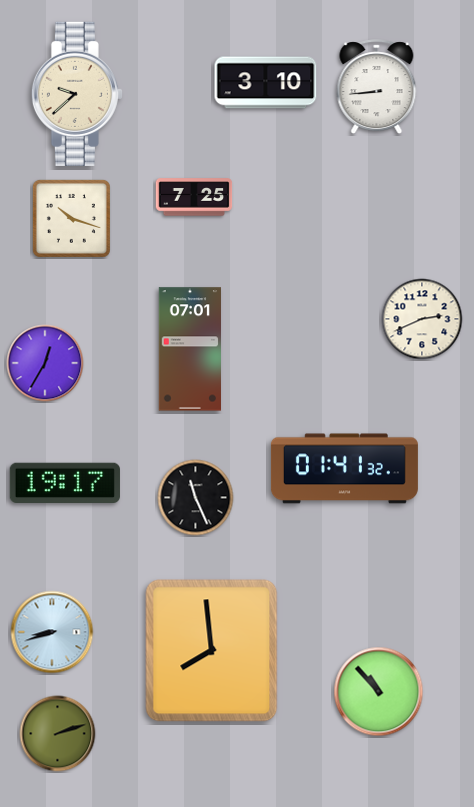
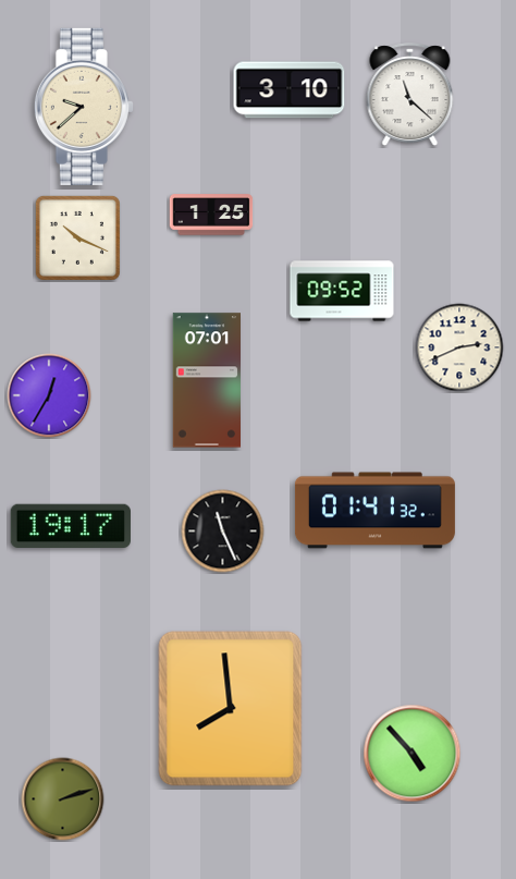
clock at (377, 87): 8:44 -> 11:22
clock at (77, 94) position: (77, 94) -> (84, 107)
clock at (194, 197): 7:25 -> 1:25
clock at (71, 218): 10:18 -> 10:19
clock at (342, 291): none -> 09:52
clock at (196, 498) position: (196, 498) -> (223, 532)
clock at (52, 632): 8:42 -> none
clock at (379, 692): 10:53 -> 4:53
